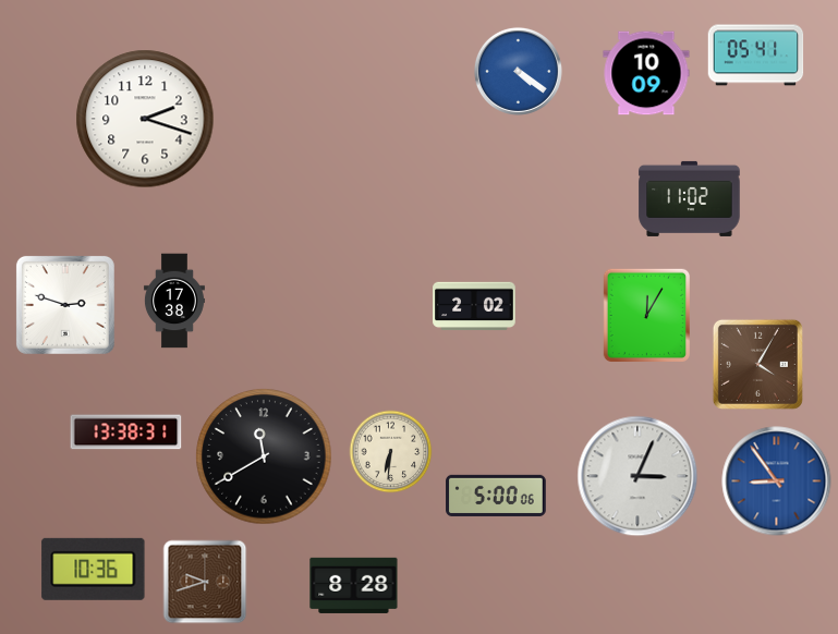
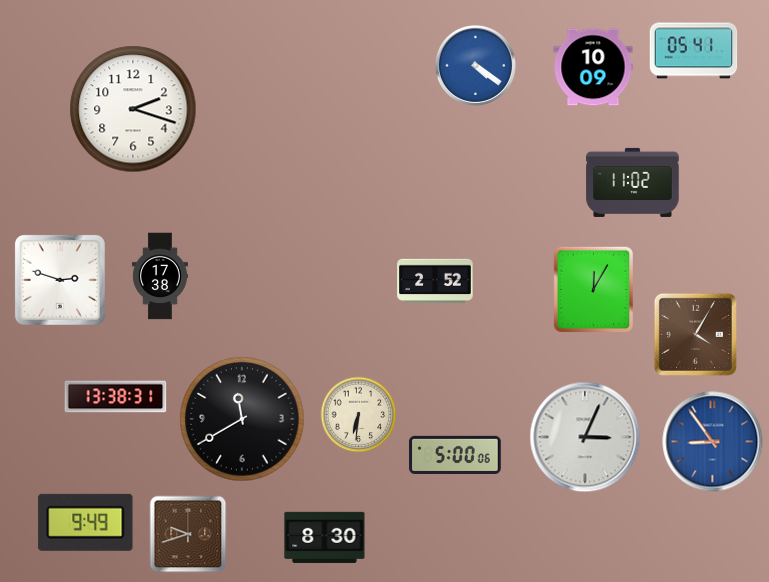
clock at (474, 306): 2:02 -> 2:52
clock at (94, 569): 10:36 -> 9:49
clock at (354, 585): 8:28 -> 8:30
